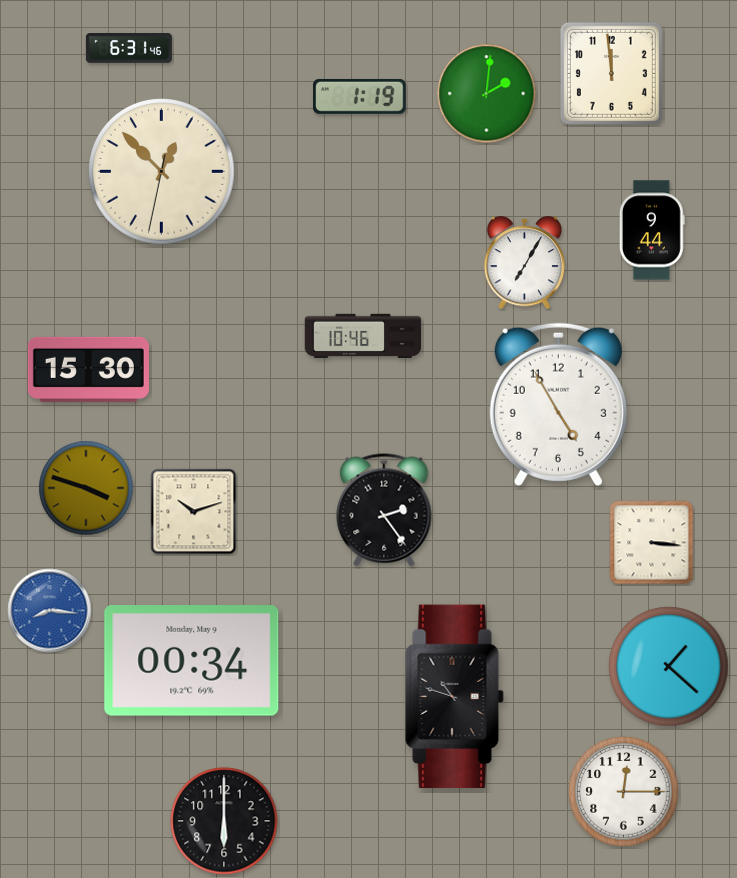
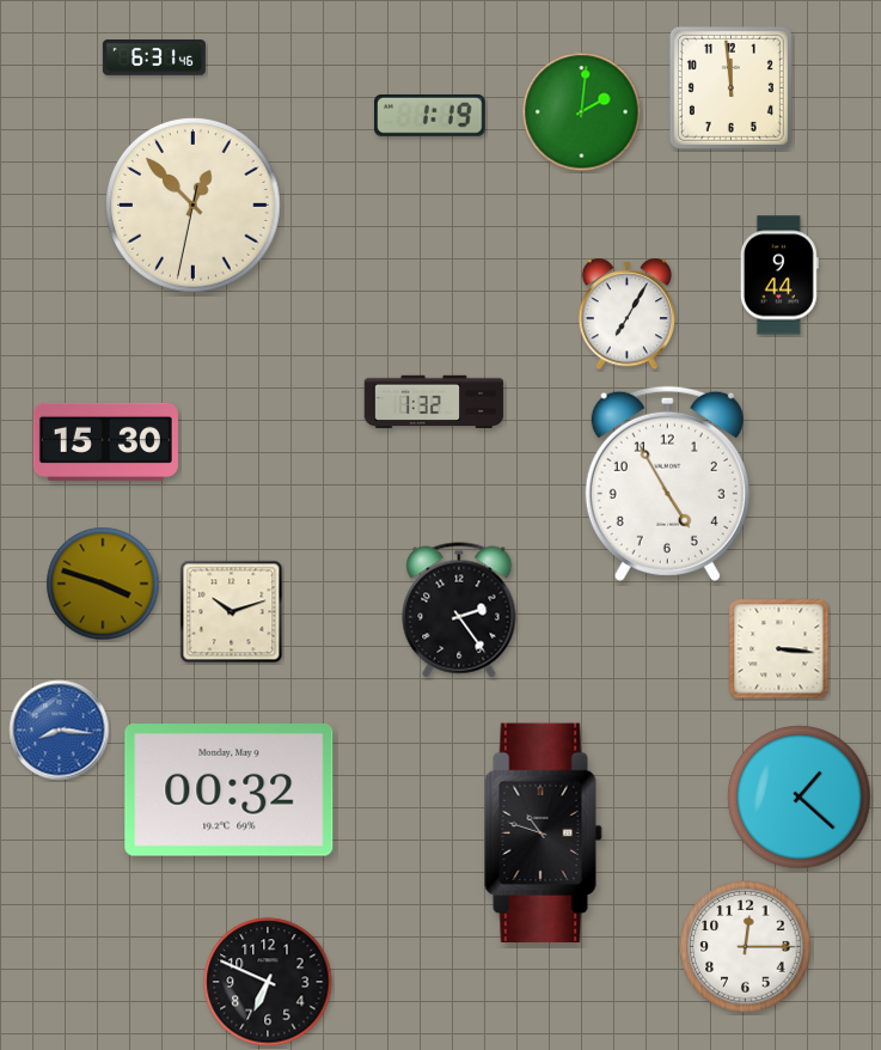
clock at (363, 335): 10:46 -> 1:32
clock at (192, 661): 00:34 -> 00:32
clock at (224, 821): 6:00 -> 6:49
